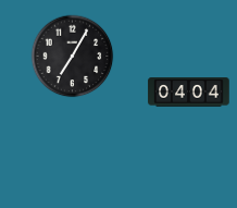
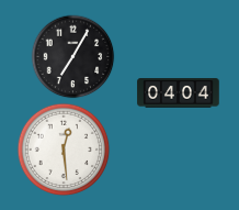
clock at (189, 93) position: (189, 93) -> (179, 93)
clock at (64, 150): none -> 12:29
